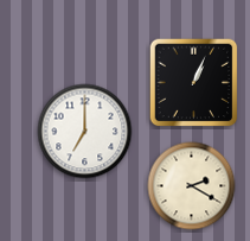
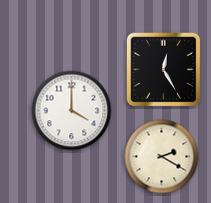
clock at (194, 83): 1:04 -> 12:25
clock at (85, 132): 7:00 -> 4:00
